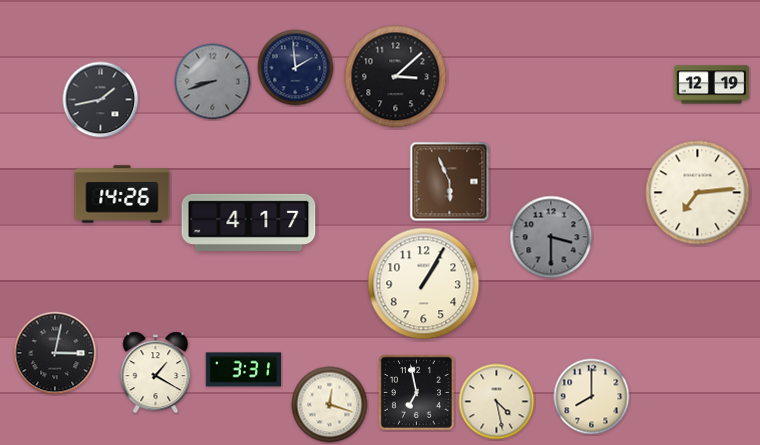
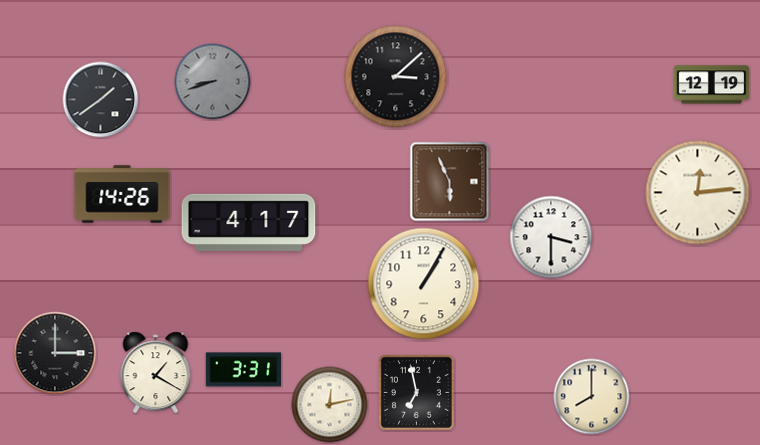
clock at (296, 68): 1:59 -> none
clock at (101, 100): 1:43 -> 1:39
clock at (698, 193): 7:14 -> 12:14
clock at (551, 237) dial: grey -> white
clock at (55, 353): 3:02 -> 3:00
clock at (497, 402): 4:28 -> none
clock at (330, 405): 12:18 -> 12:13
